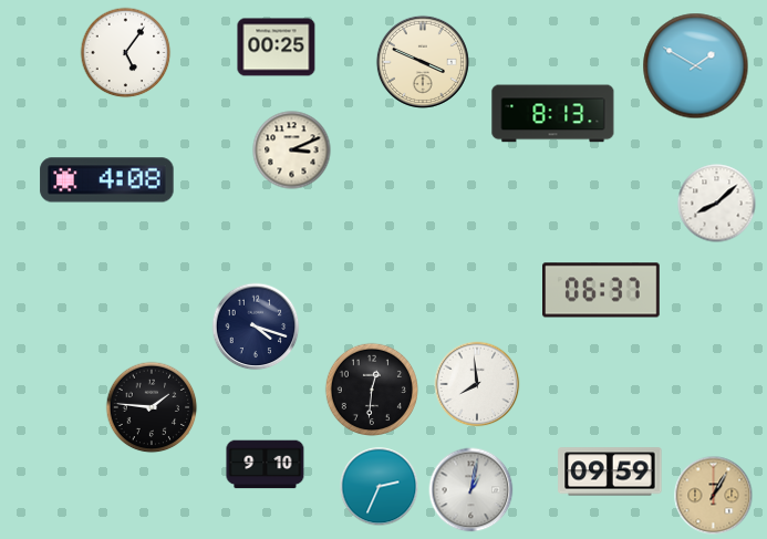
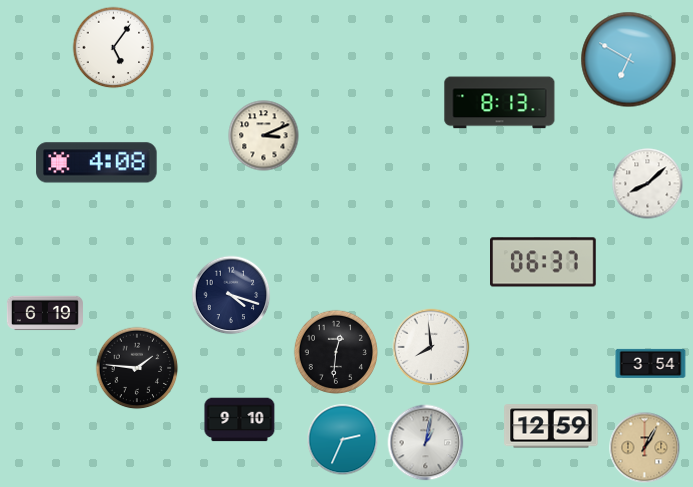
clock at (277, 48): 00:25 -> none
clock at (423, 62): 3:49 -> none
clock at (696, 66): 1:50 -> 6:50
clock at (45, 313): none -> 6:19
clock at (651, 363): none -> 3:54
clock at (610, 471): 09:59 -> 12:59
